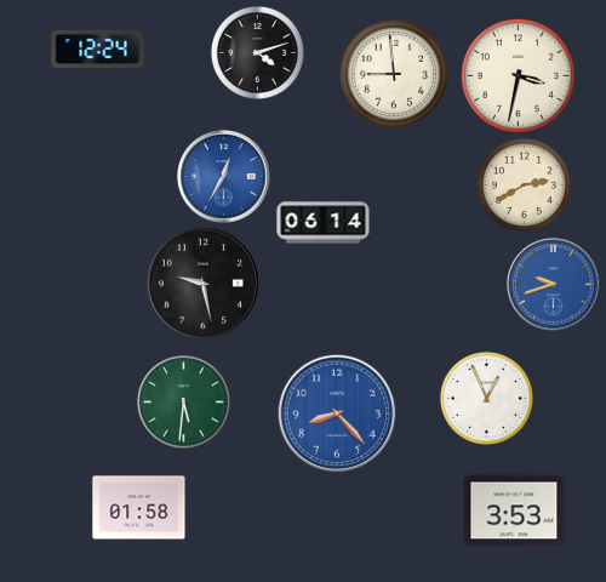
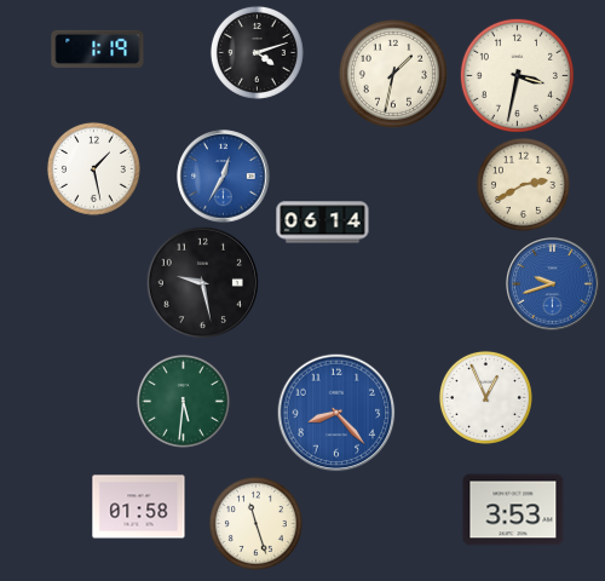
clock at (98, 48): 12:24 -> 1:19
clock at (394, 74): 8:59 -> 1:32
clock at (93, 168): none -> 1:28
clock at (255, 523): none -> 11:27
